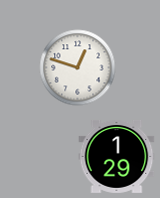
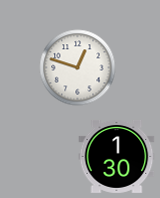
clock at (117, 156): 1:29 -> 1:30
